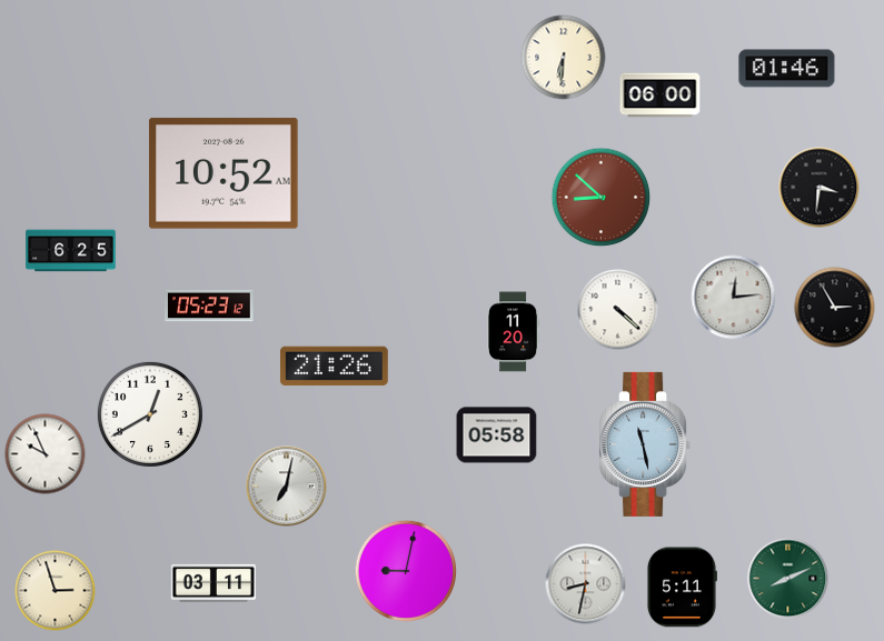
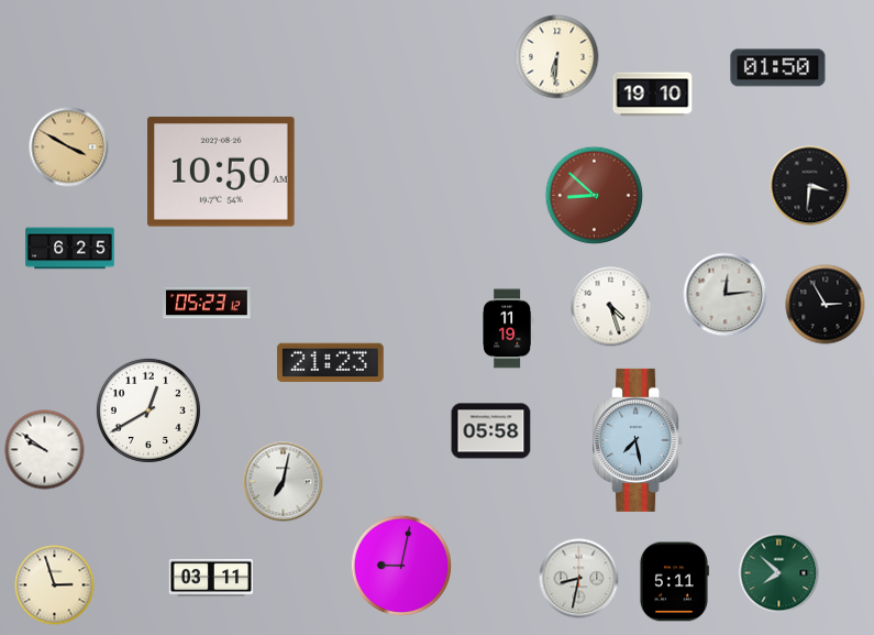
clock at (787, 69): 01:46 -> 01:50
clock at (660, 96): 06:00 -> 19:10
clock at (69, 147): none -> 3:50
clock at (224, 173): 10:52 -> 10:50
clock at (618, 310): 4:22 -> 4:27
clock at (514, 332): 11:20 -> 11:19
clock at (334, 367): 21:26 -> 21:23
clock at (645, 444): 11:28 -> 7:28
clock at (46, 454): 9:56 -> 9:51
clock at (788, 579): 8:11 -> 7:52
